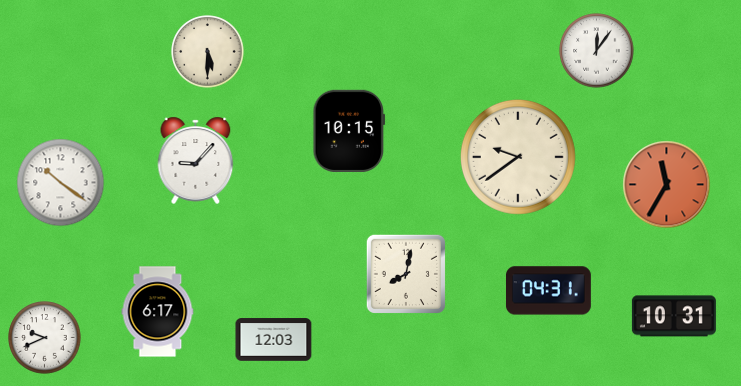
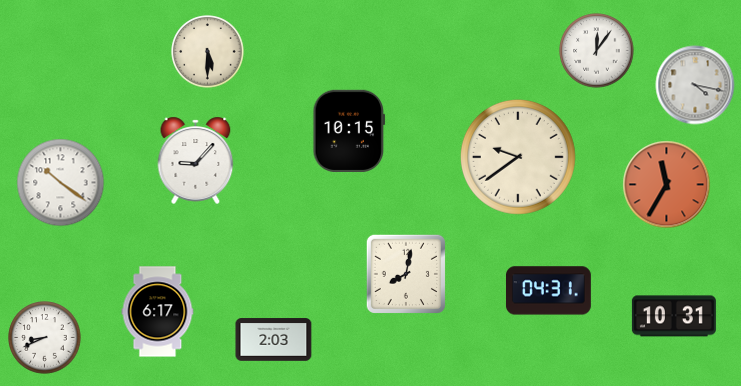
clock at (695, 85): none -> 4:17
clock at (45, 338): 9:41 -> 8:41
clock at (274, 340): 12:03 -> 2:03
